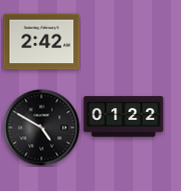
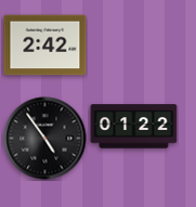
clock at (42, 128): 4:50 -> 4:54
